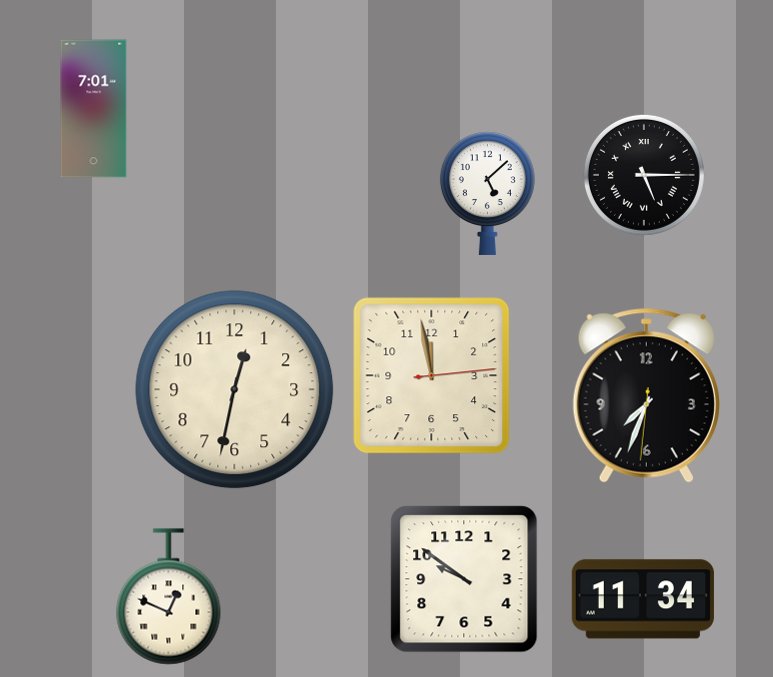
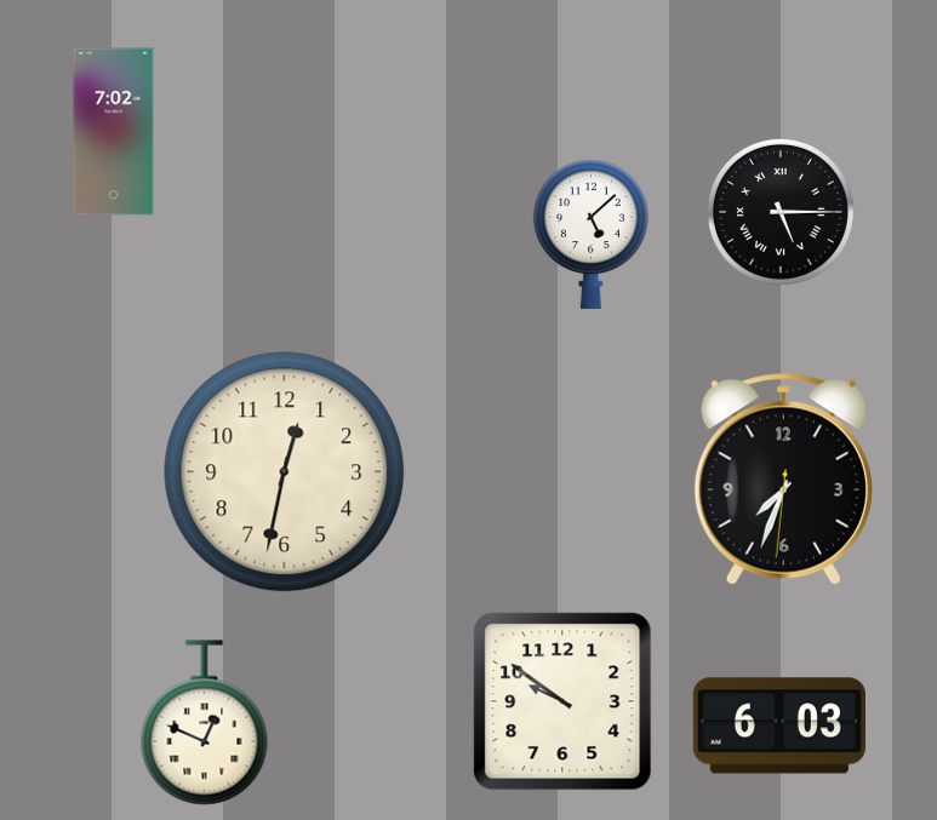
clock at (94, 109): 7:01 -> 7:02
clock at (432, 376): 11:58 -> none
clock at (643, 599): 11:34 -> 6:03
